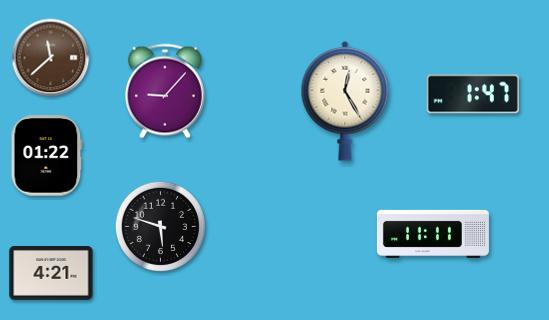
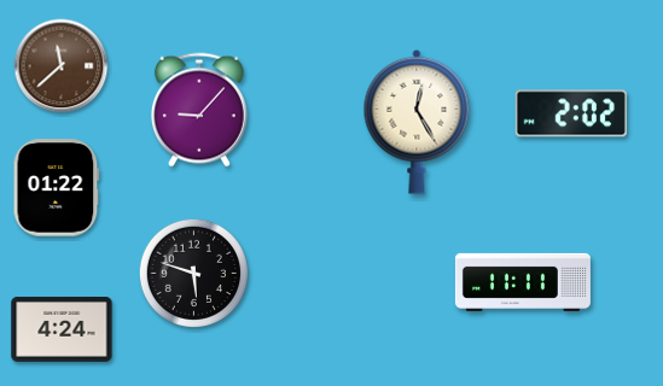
clock at (51, 58) position: (51, 58) -> (62, 66)
clock at (472, 94): 1:47 -> 2:02
clock at (51, 274): 4:21 -> 4:24
